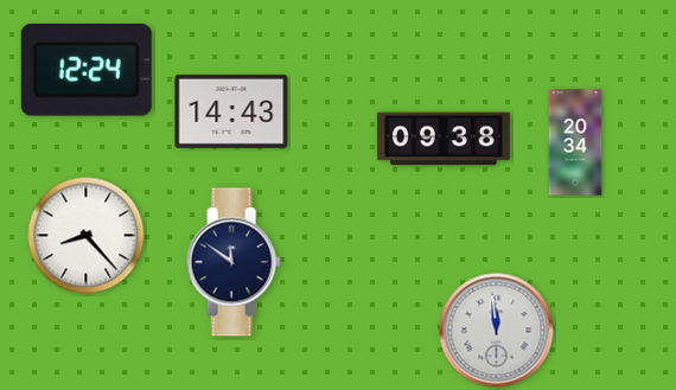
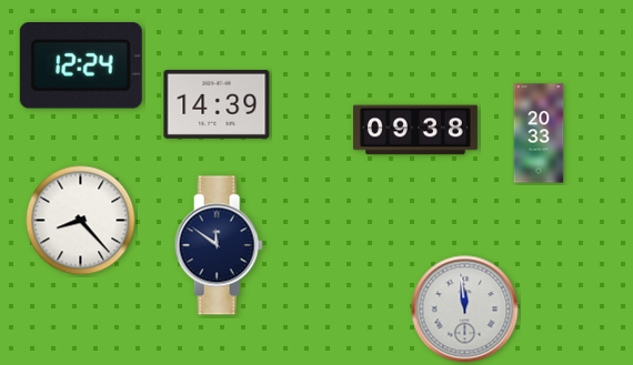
clock at (231, 111): 14:43 -> 14:39
clock at (575, 142): 20:34 -> 20:33
